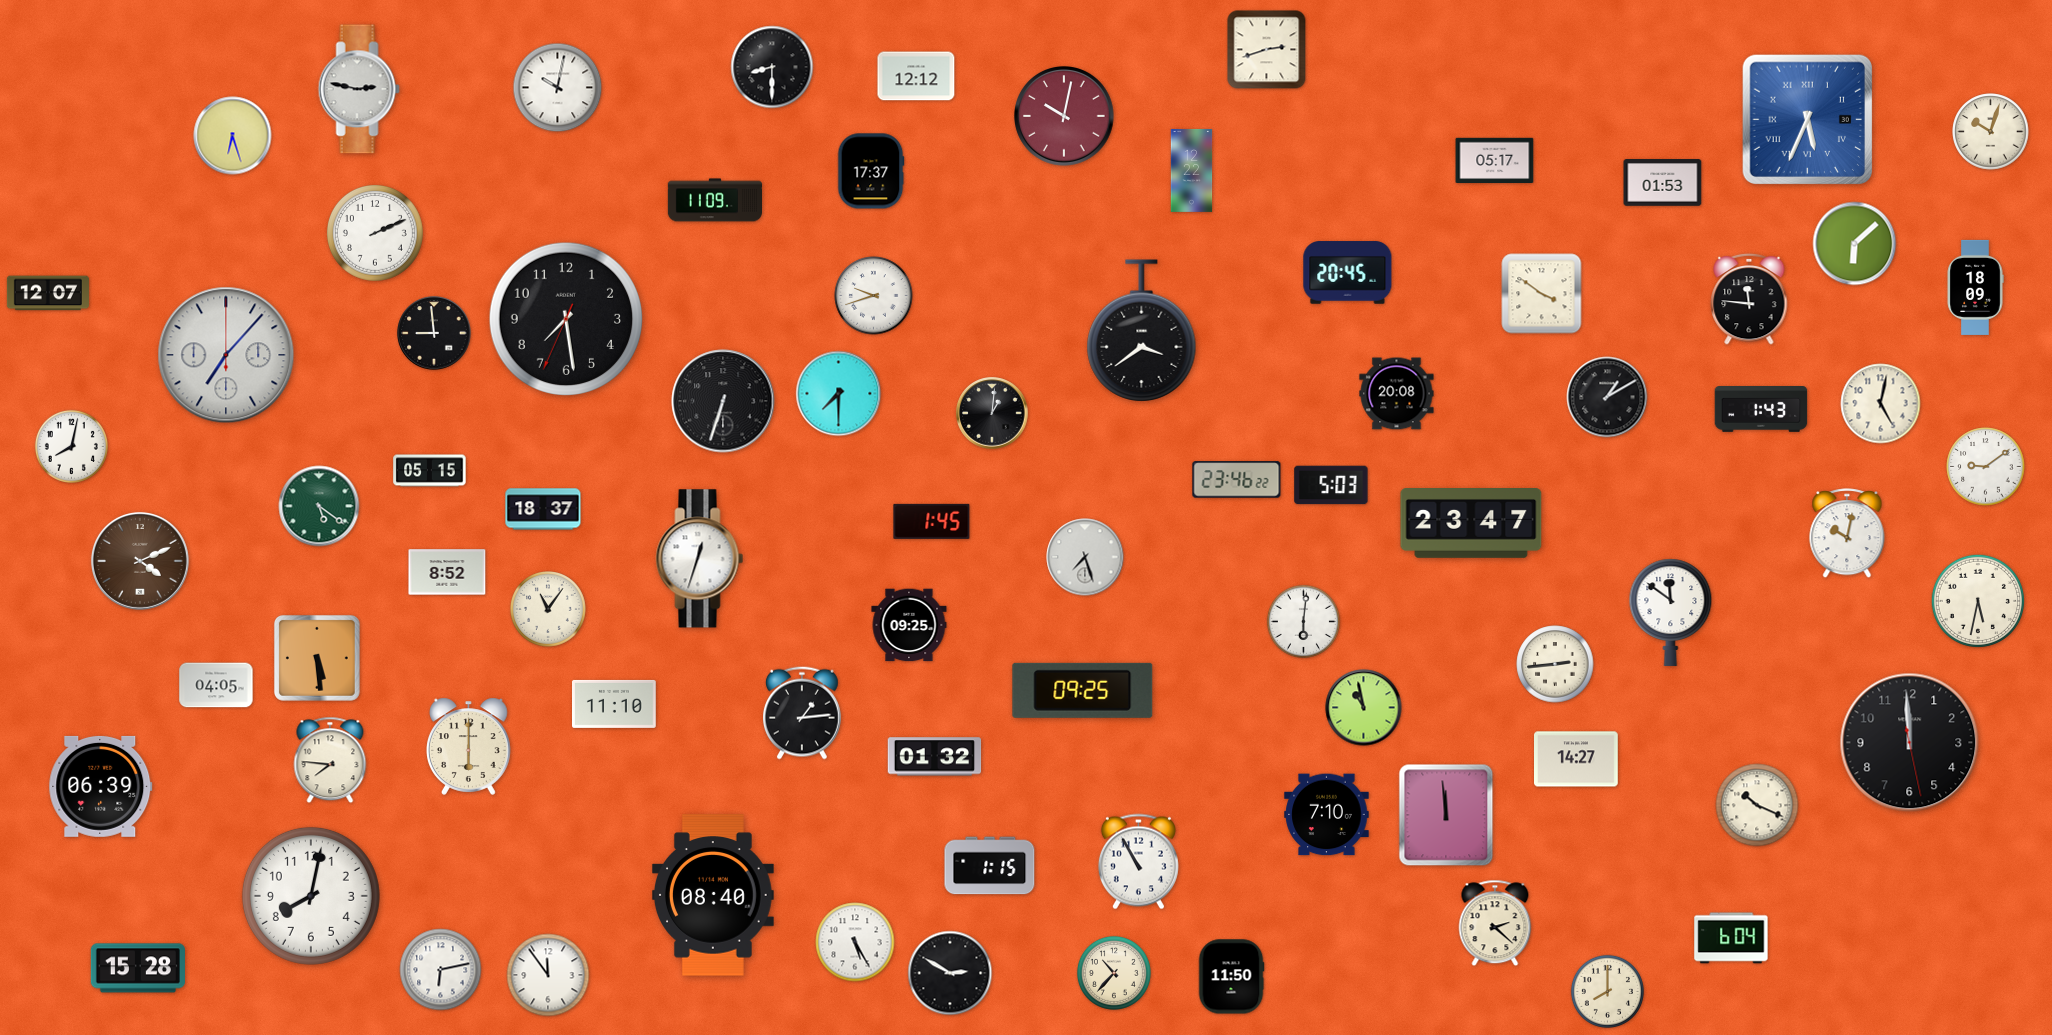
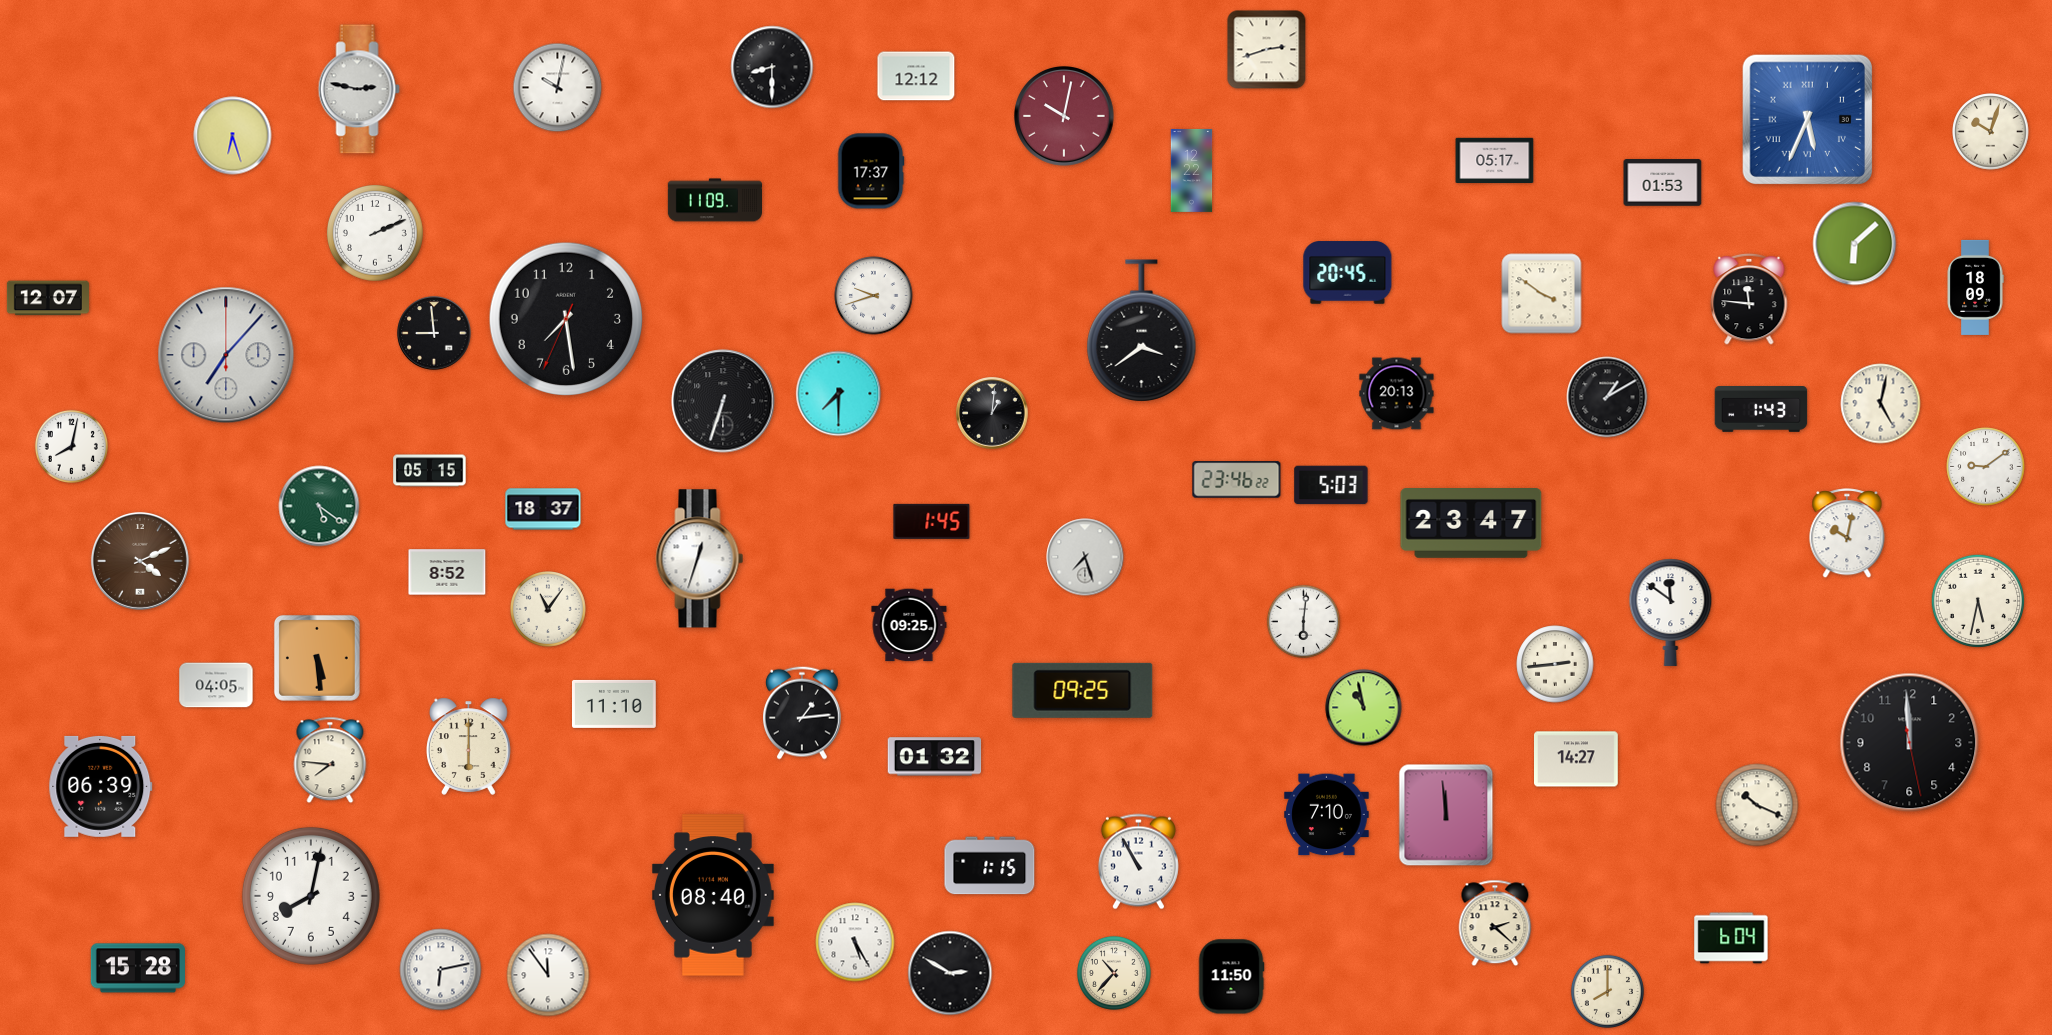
clock at (48, 293) position: (48, 293) -> (48, 298)
clock at (1397, 394): 20:08 -> 20:13
